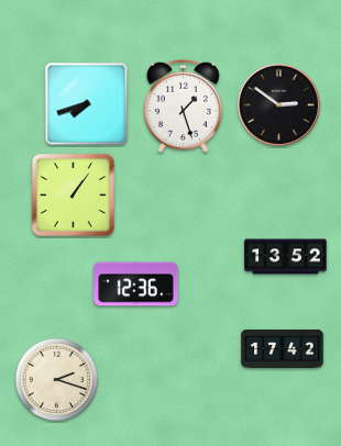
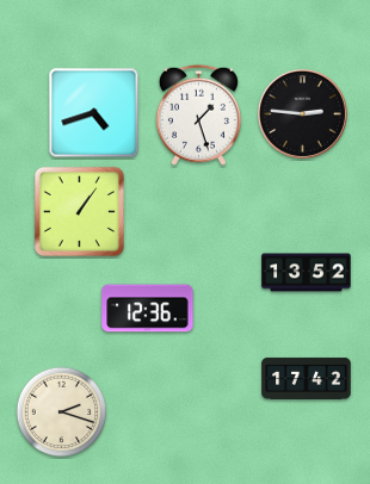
clock at (87, 104): 7:42 -> 4:42
clock at (278, 104): 2:51 -> 2:46
clock at (286, 257) position: (286, 257) -> (307, 273)
